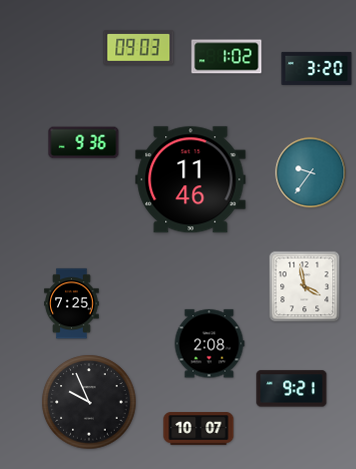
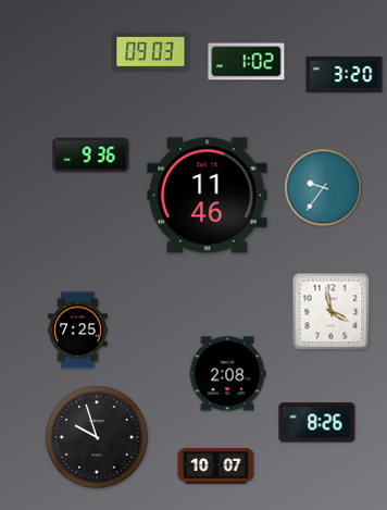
clock at (311, 173) position: (311, 173) -> (324, 188)
clock at (292, 389): 9:21 -> 8:26
clock at (89, 402): 9:56 -> 9:57
